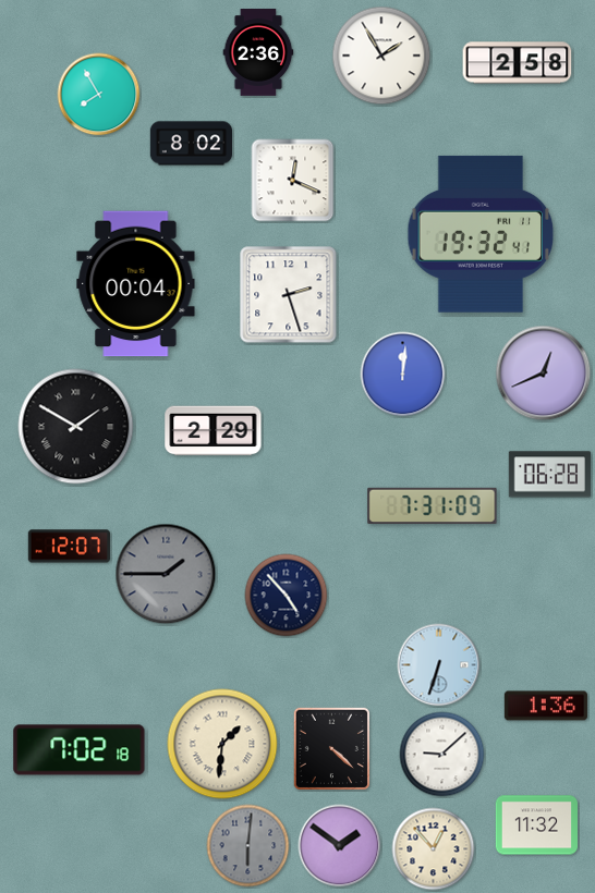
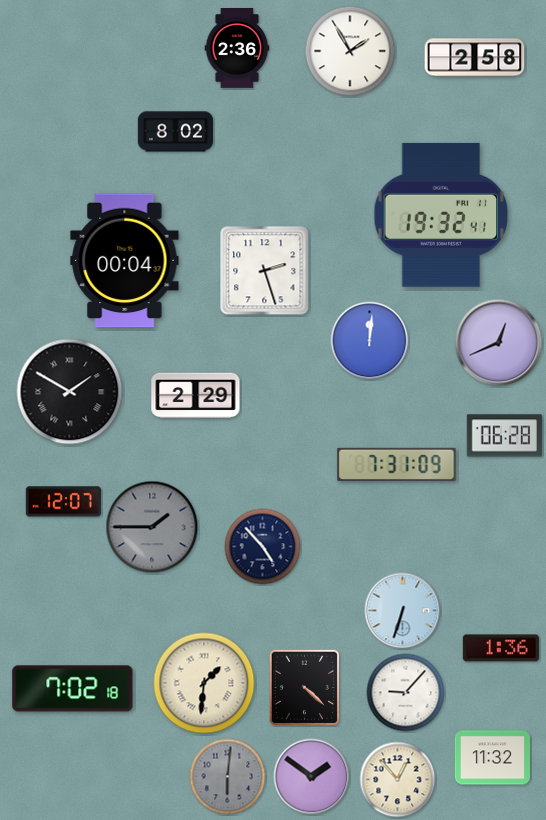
clock at (99, 95): 7:55 -> none
clock at (293, 181): 12:19 -> none
clock at (403, 375) position: (403, 375) -> (370, 341)
clock at (442, 755): 9:08 -> 9:07
